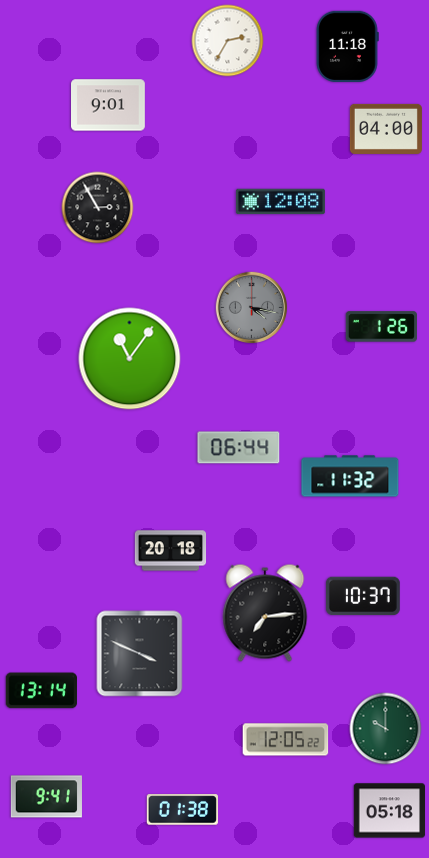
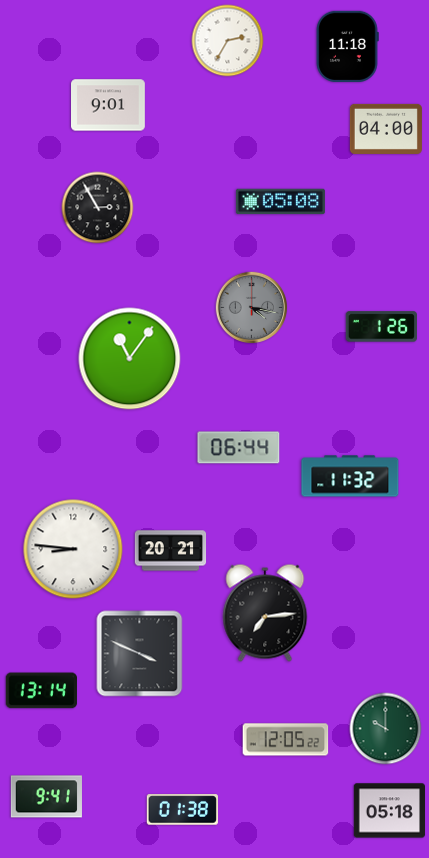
clock at (280, 202): 12:08 -> 05:08
clock at (73, 549): none -> 8:46
clock at (171, 551): 20:18 -> 20:21
clock at (363, 596): 10:37 -> none
